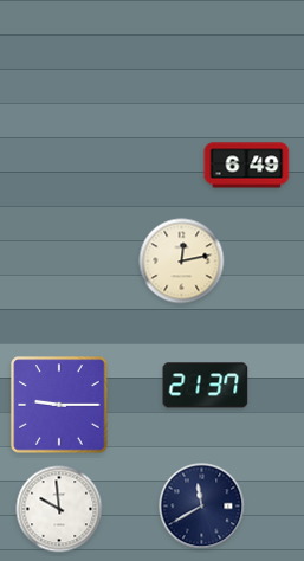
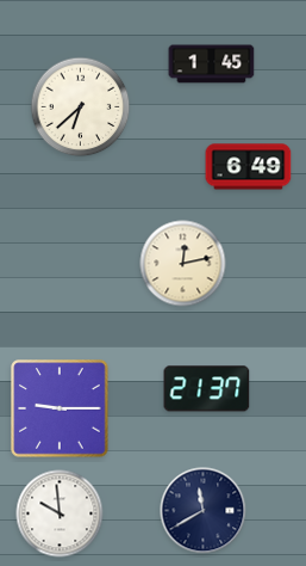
clock at (212, 64): none -> 1:45
clock at (81, 107): none -> 6:38
